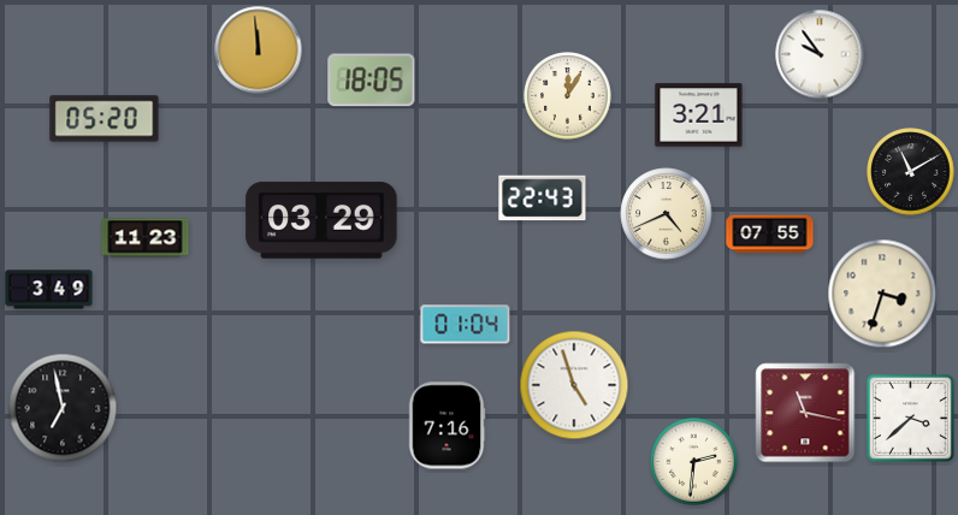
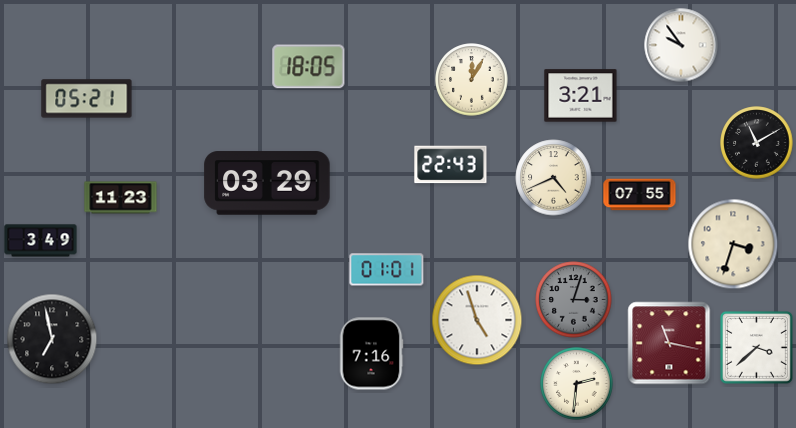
clock at (259, 51): 11:59 -> none
clock at (105, 119): 05:20 -> 05:21
clock at (466, 325): 01:04 -> 01:01
clock at (574, 300): none -> 3:03
